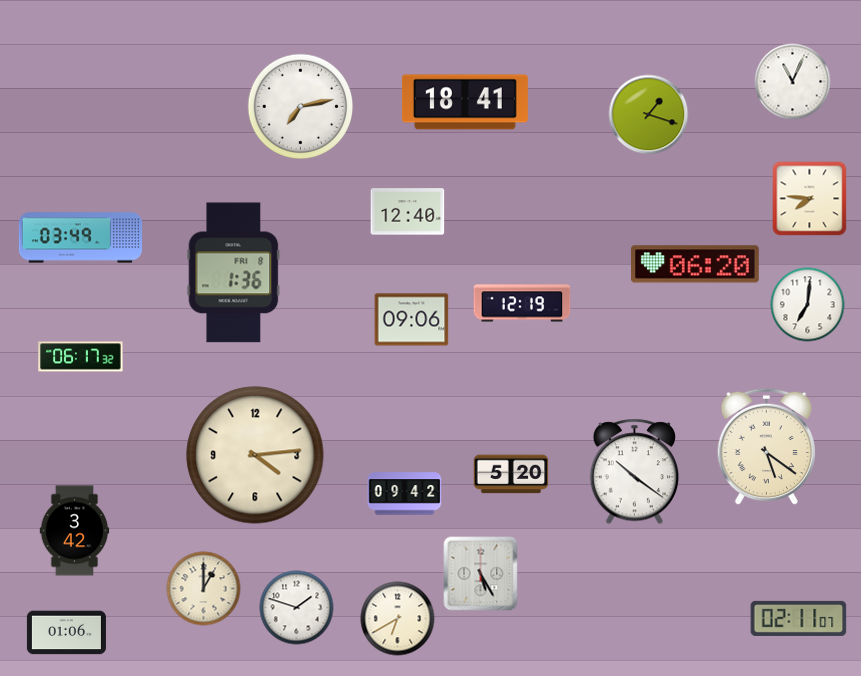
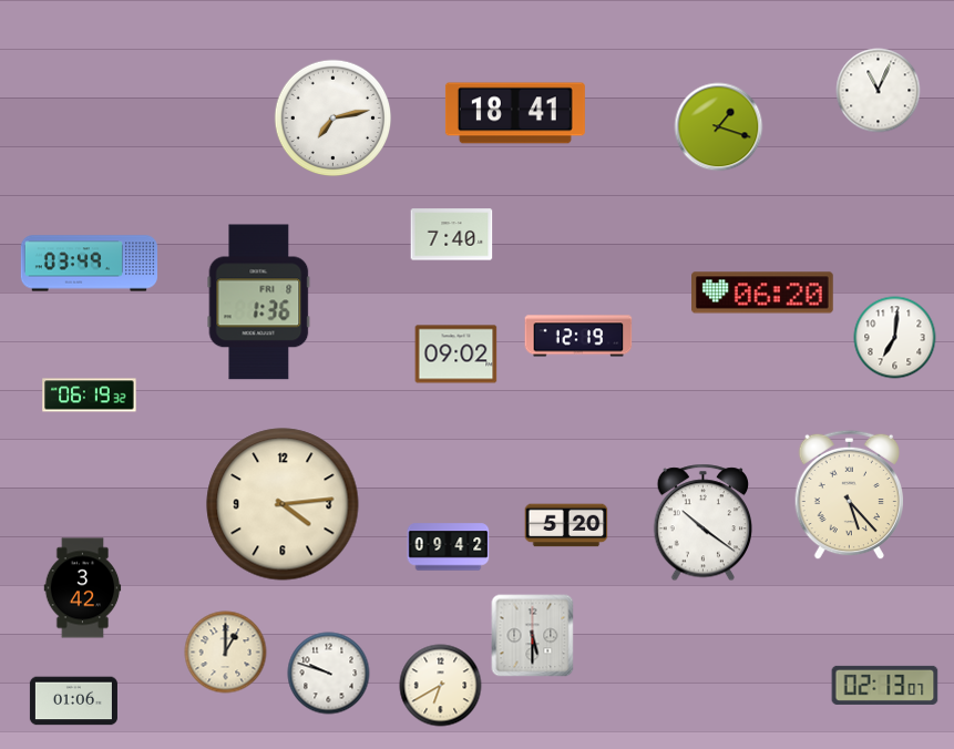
clock at (810, 199): 7:46 -> none
clock at (408, 212): 12:40 -> 7:40
clock at (696, 264) position: (696, 264) -> (763, 293)
clock at (412, 320): 09:06 -> 09:02
clock at (81, 357): 06:17 -> 06:19
clock at (767, 447): 5:21 -> 5:23
clock at (481, 574): 5:25 -> 5:30
clock at (297, 608): 1:48 -> 9:48
clock at (799, 618): 02:11 -> 02:13
